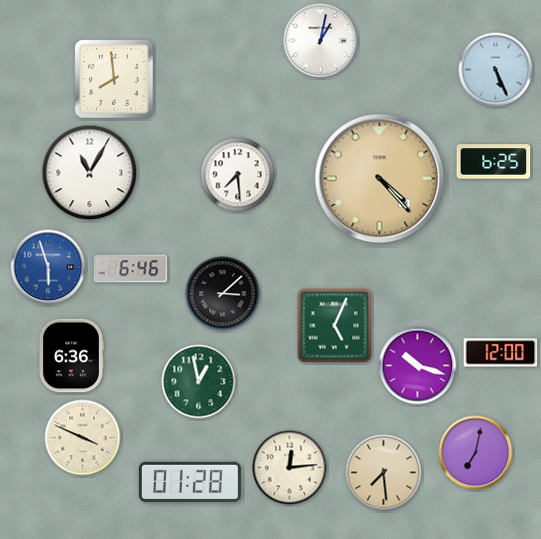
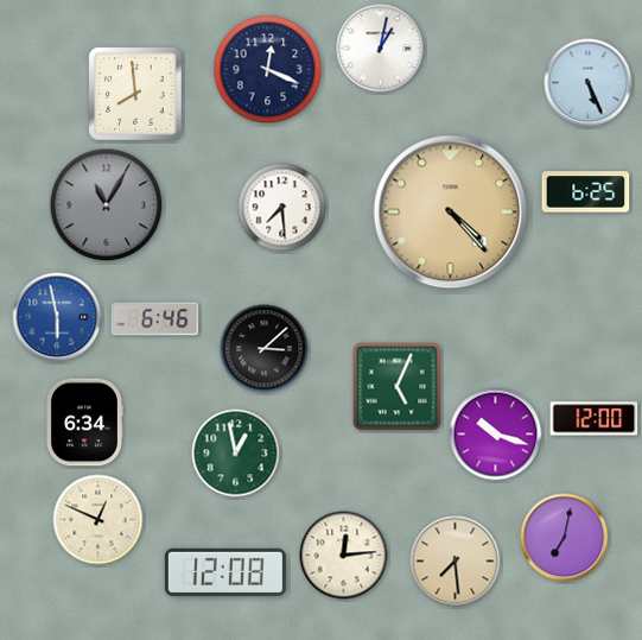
clock at (268, 70): none -> 12:19
clock at (90, 173) dial: white -> grey
clock at (48, 267): 5:57 -> 5:58
clock at (71, 356): 6:36 -> 6:34
clock at (83, 438): 3:49 -> 12:49
clock at (190, 482): 01:28 -> 12:08
